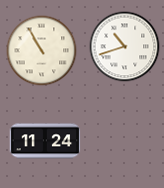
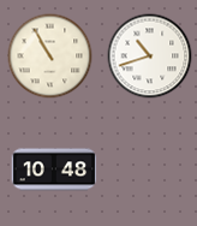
clock at (42, 51) position: (42, 51) -> (50, 56)
clock at (45, 141): 11:24 -> 10:48
